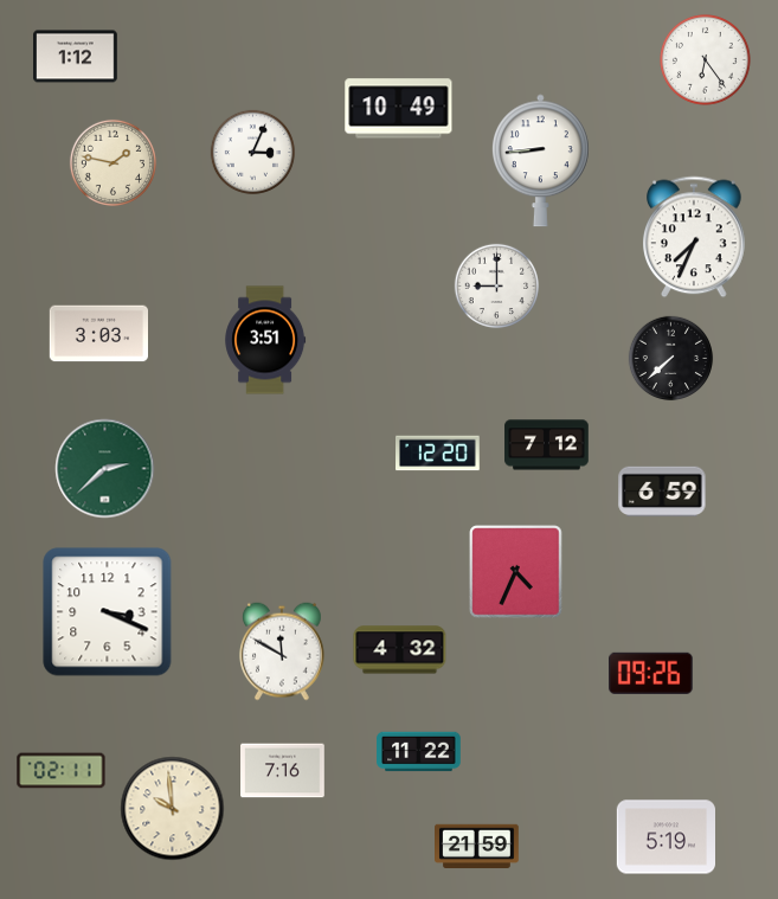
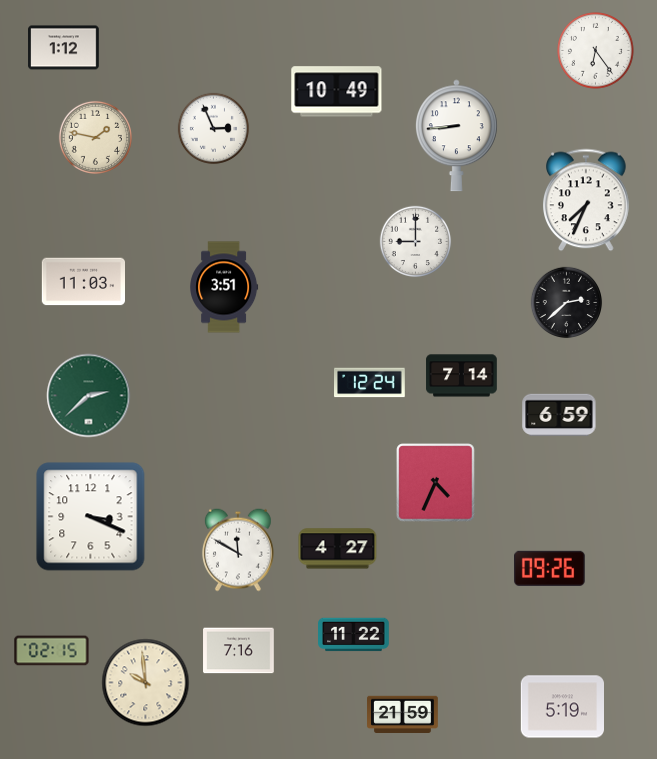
clock at (253, 153): 3:04 -> 2:56
clock at (497, 287) position: (497, 287) -> (416, 242)
clock at (98, 334): 3:03 -> 11:03
clock at (671, 359): 7:38 -> 2:38
clock at (547, 445): 7:12 -> 7:14
clock at (438, 454): 12:20 -> 12:24
clock at (400, 650): 4:32 -> 4:27
clock at (62, 771): 02:11 -> 02:15
